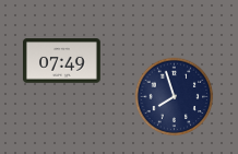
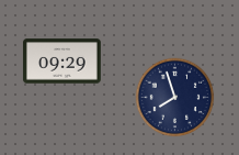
clock at (62, 61): 07:49 -> 09:29
